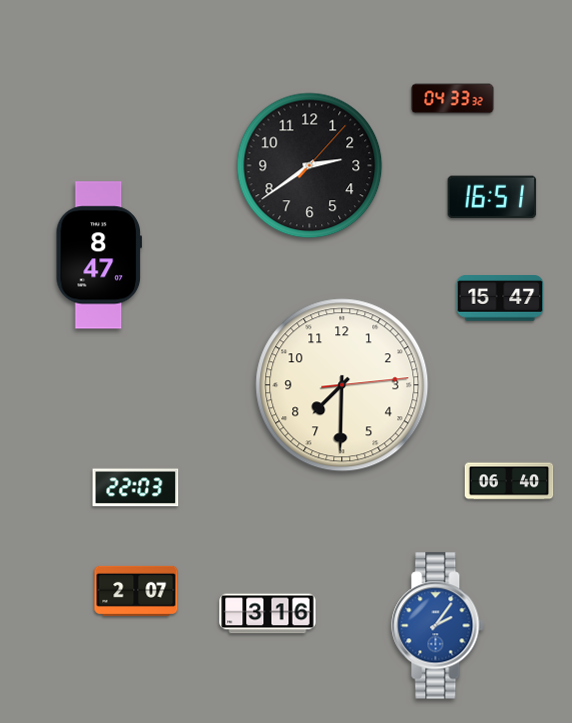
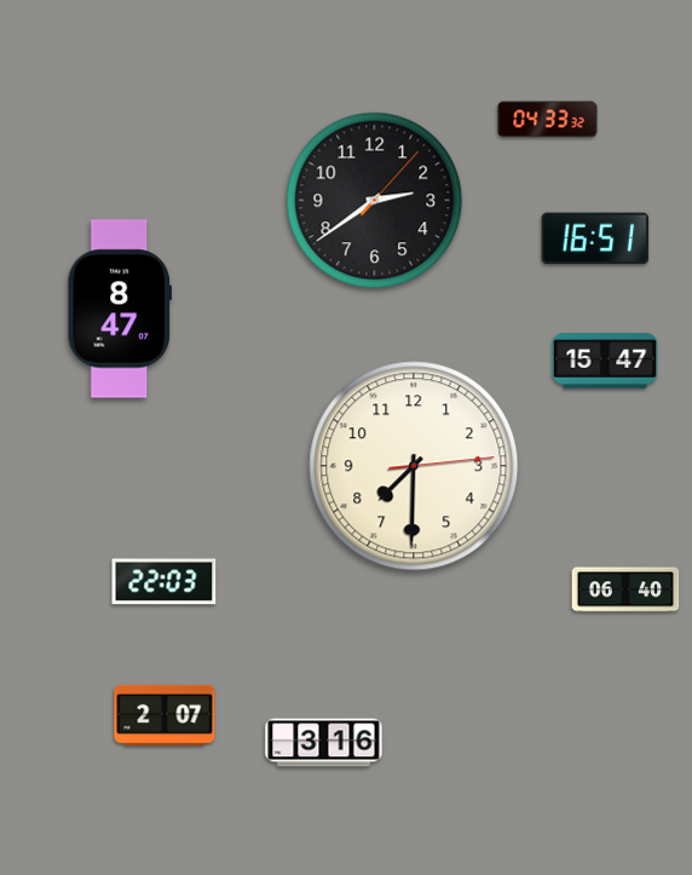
clock at (509, 481) position: (509, 481) -> (625, 589)
clock at (136, 488) position: (136, 488) -> (165, 582)
clock at (438, 626): 2:06 -> none
